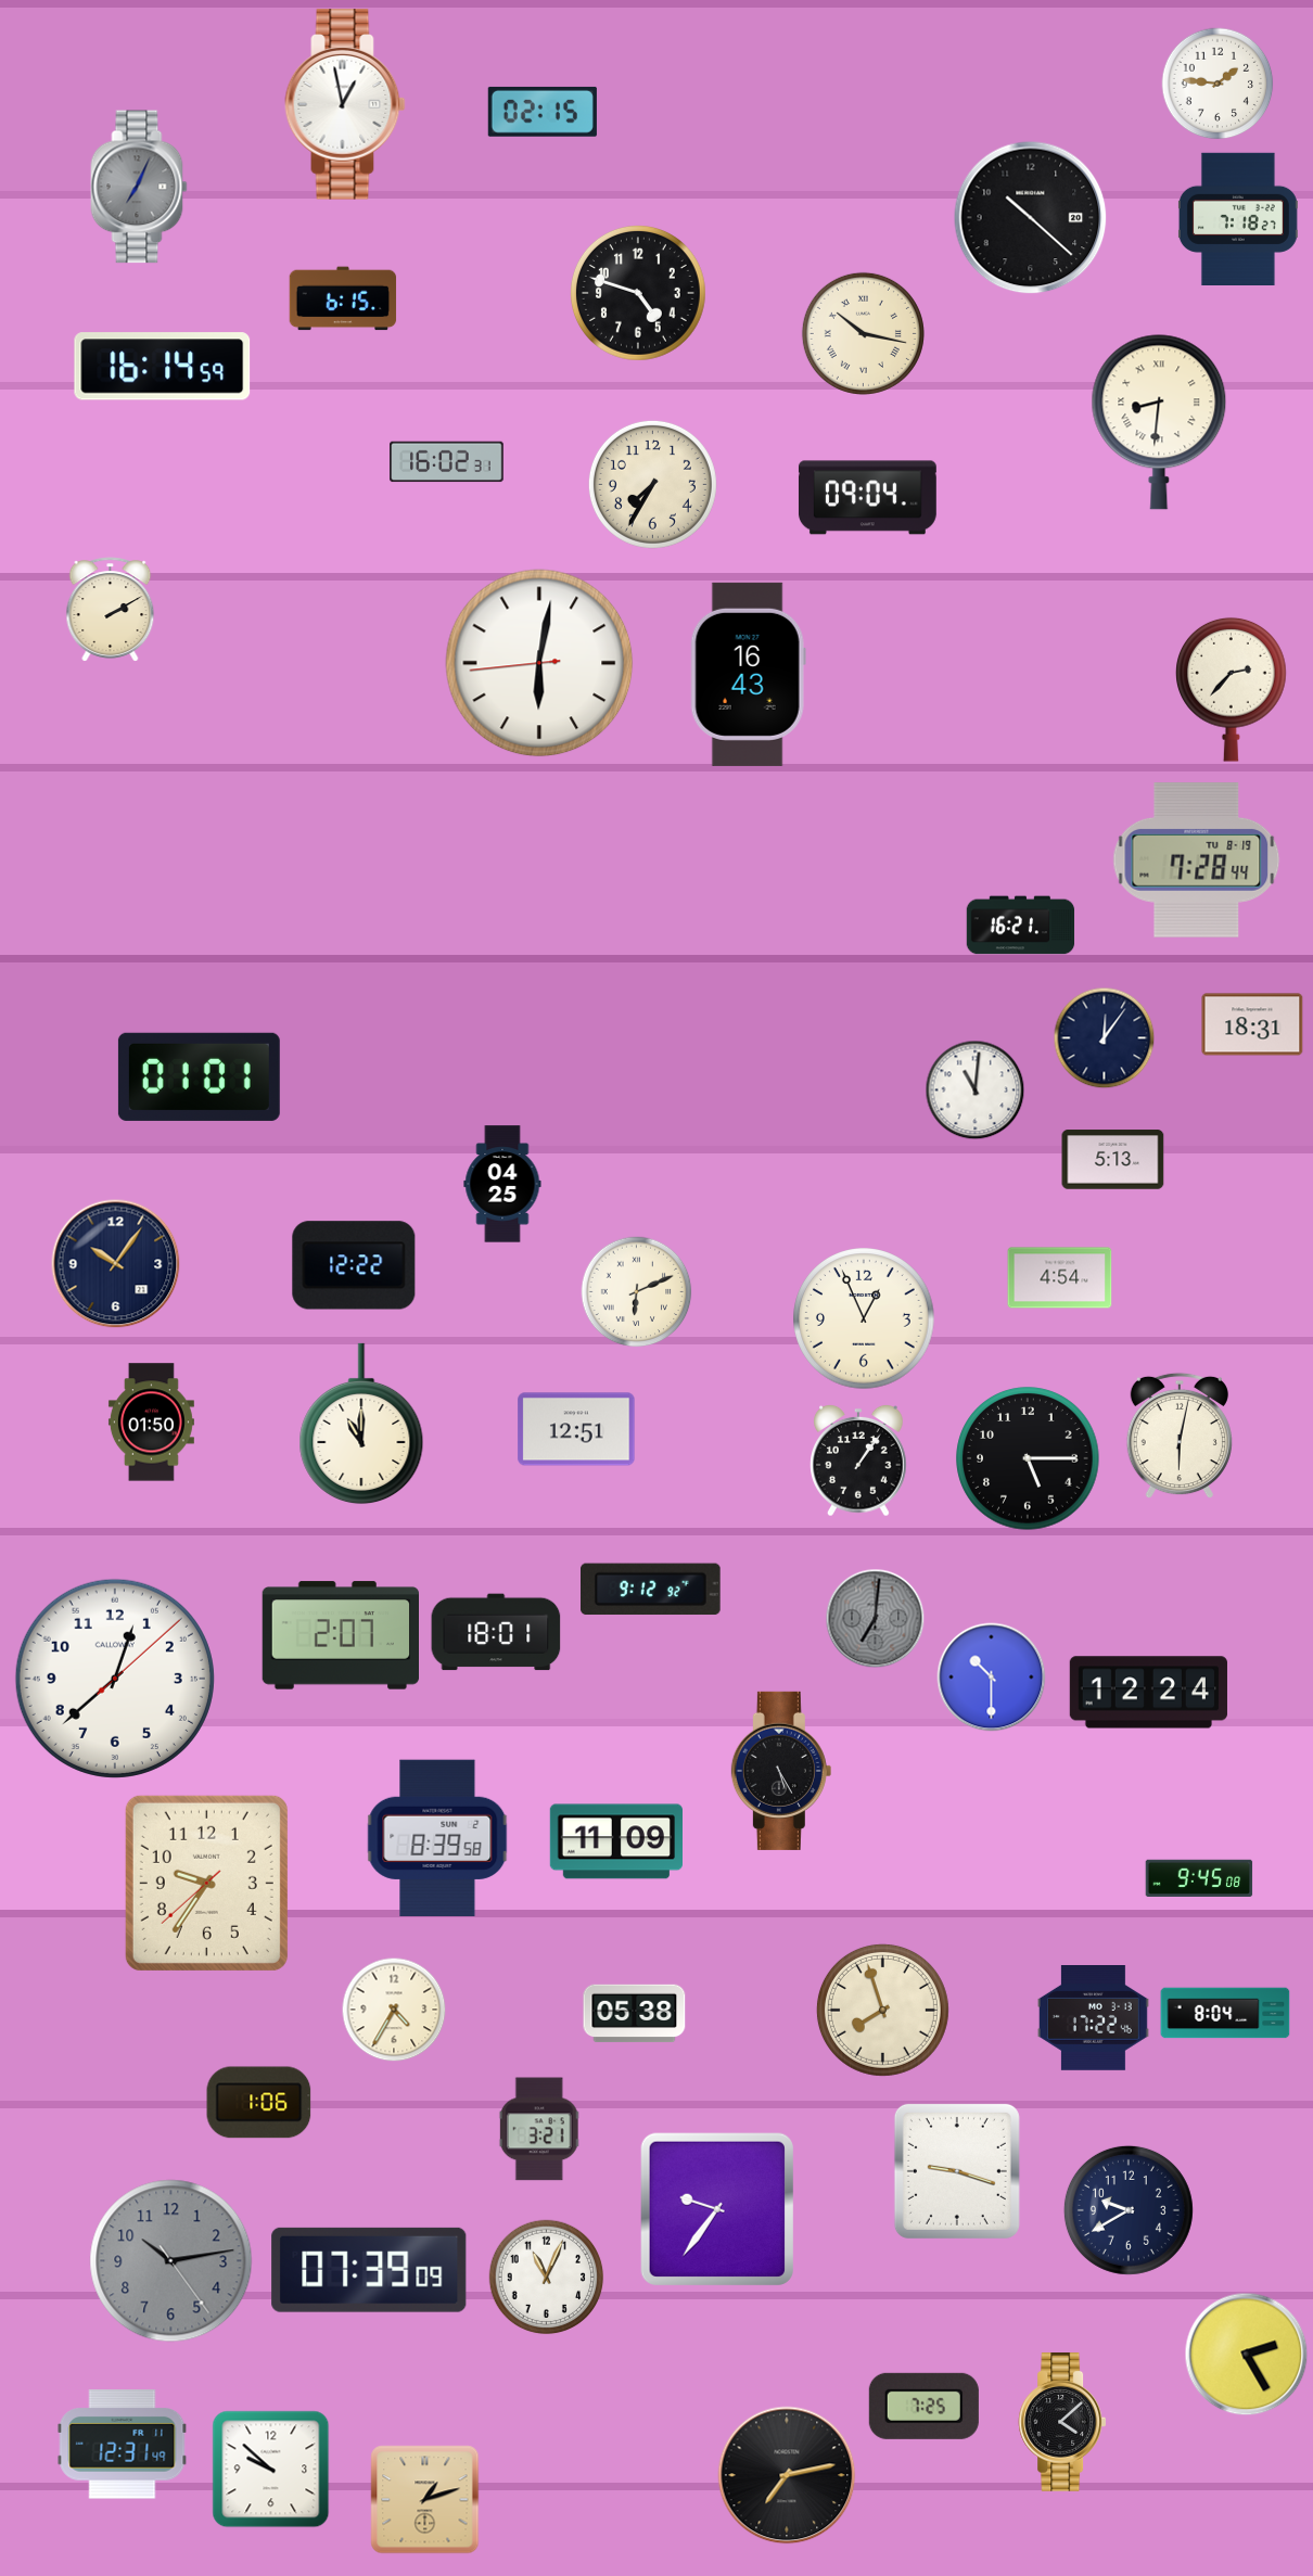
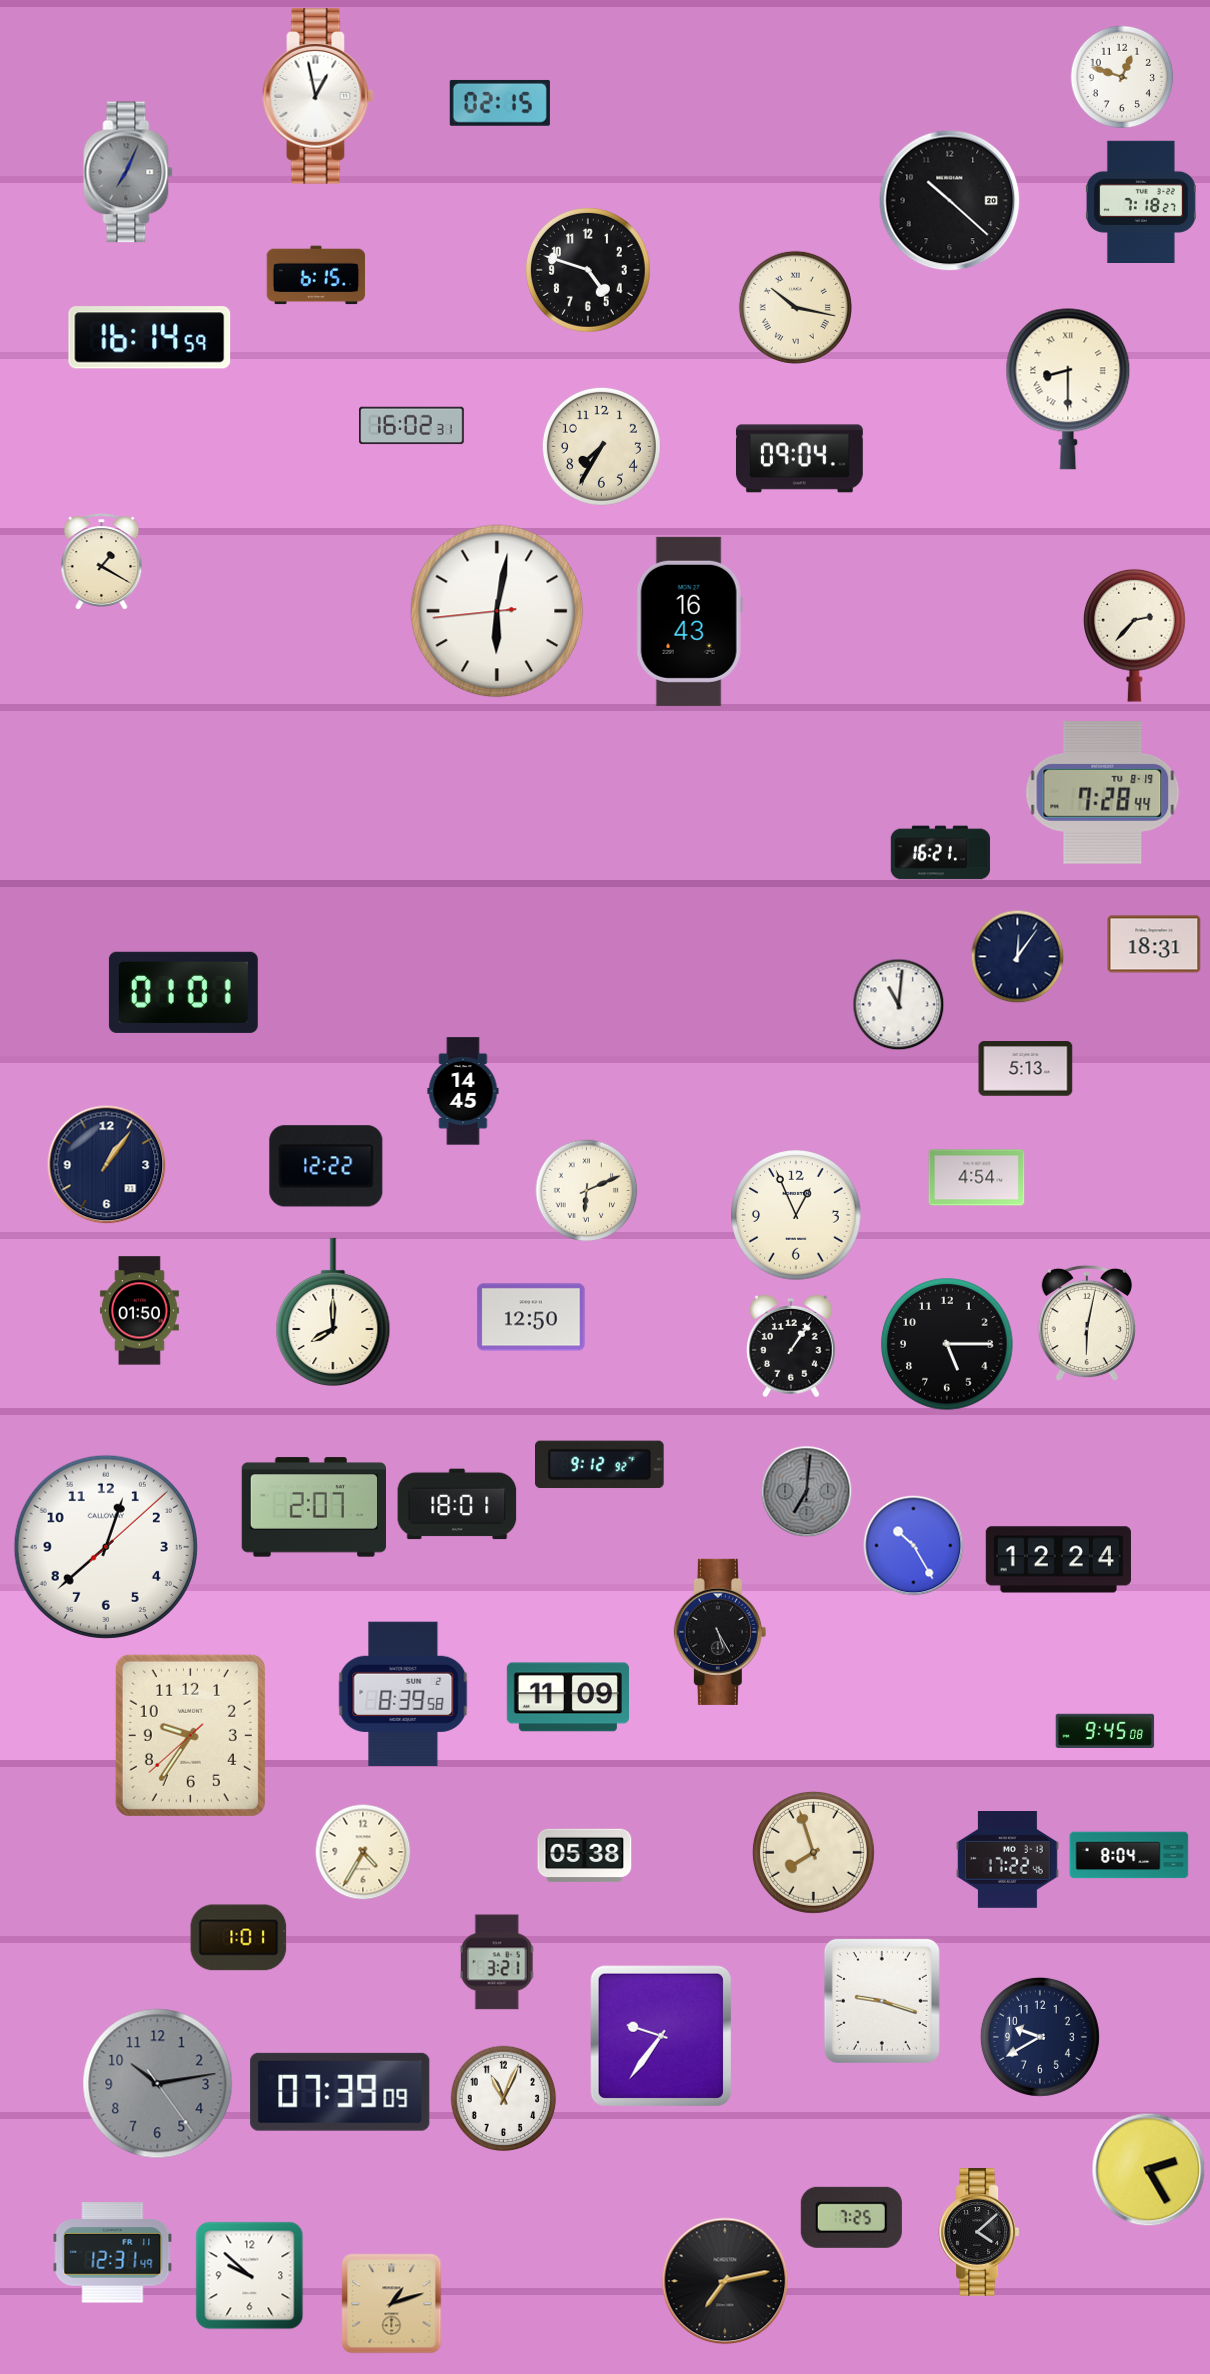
clock at (1218, 84): 1:46 -> 12:48
clock at (1159, 422): 8:31 -> 8:30
clock at (111, 610): 2:10 -> 1:20
clock at (502, 1184): 04:25 -> 14:45
clock at (116, 1264): 10:06 -> 1:06
clock at (361, 1424): 11:00 -> 8:00
clock at (576, 1429): 12:51 -> 12:50
clock at (992, 1678): 10:30 -> 10:25
clock at (259, 2103): 1:06 -> 1:01
